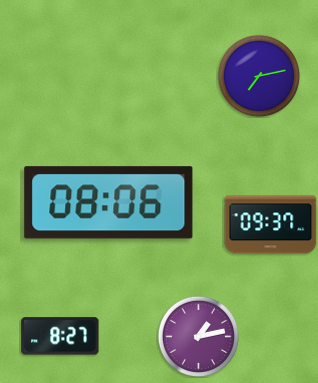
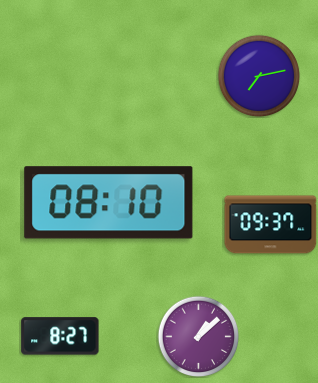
clock at (109, 203): 08:06 -> 08:10
clock at (198, 336): 1:13 -> 1:08
